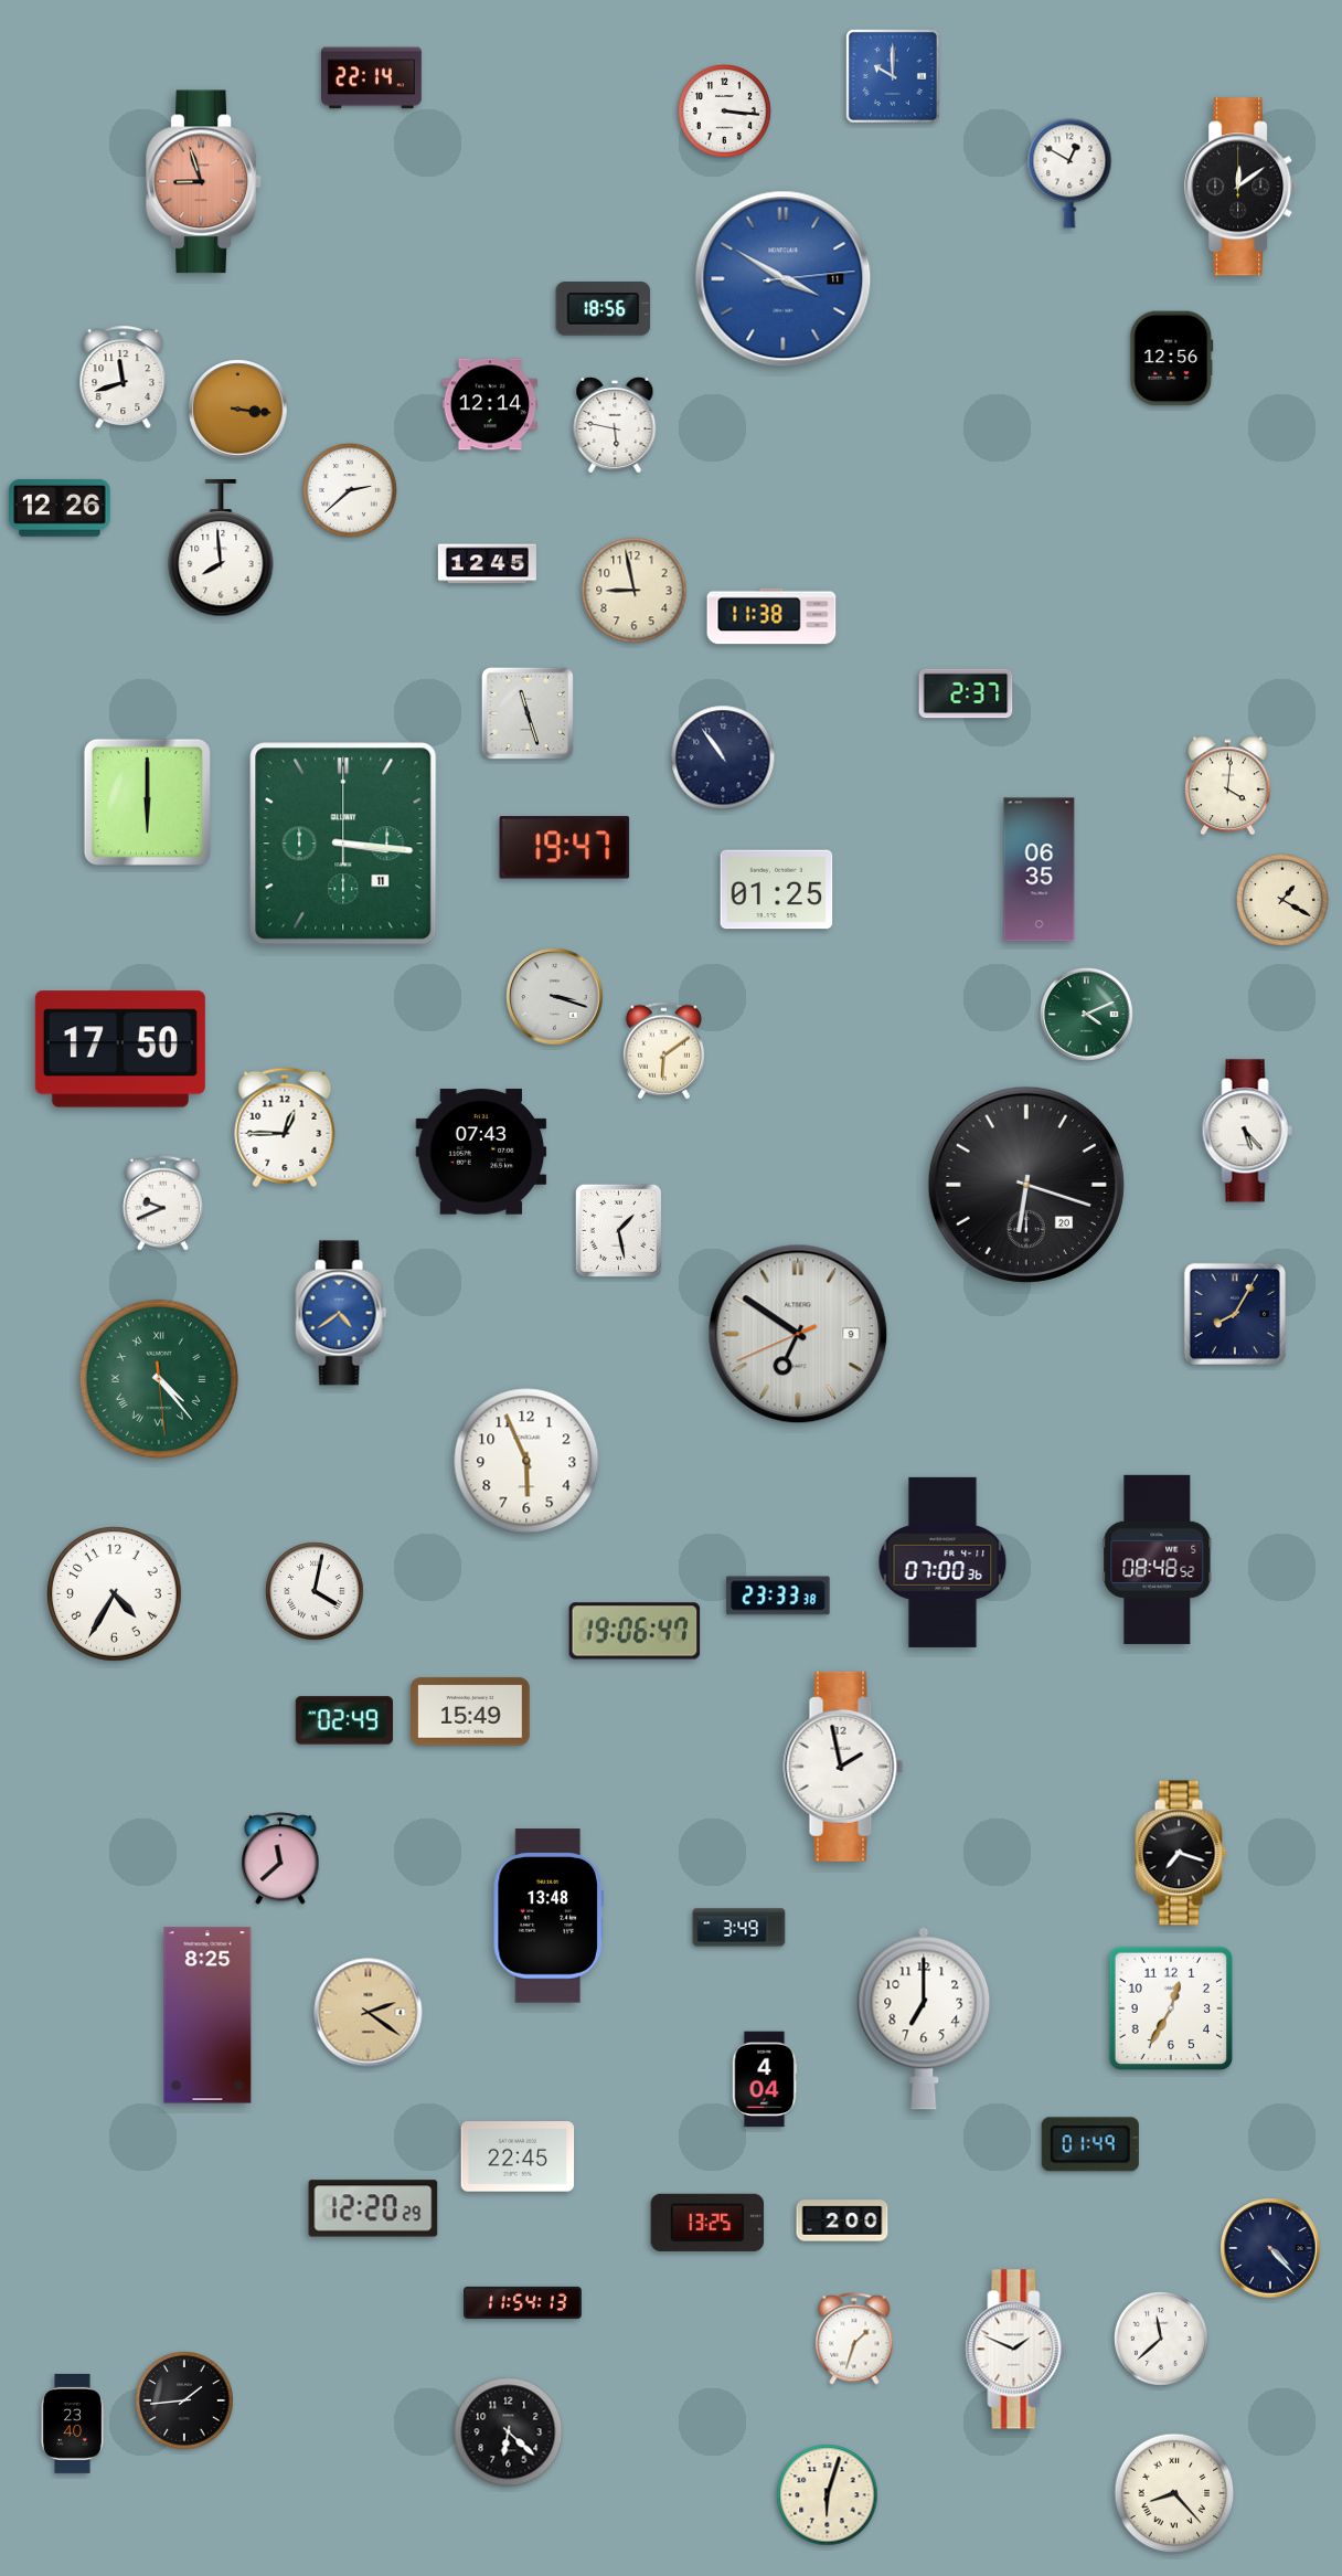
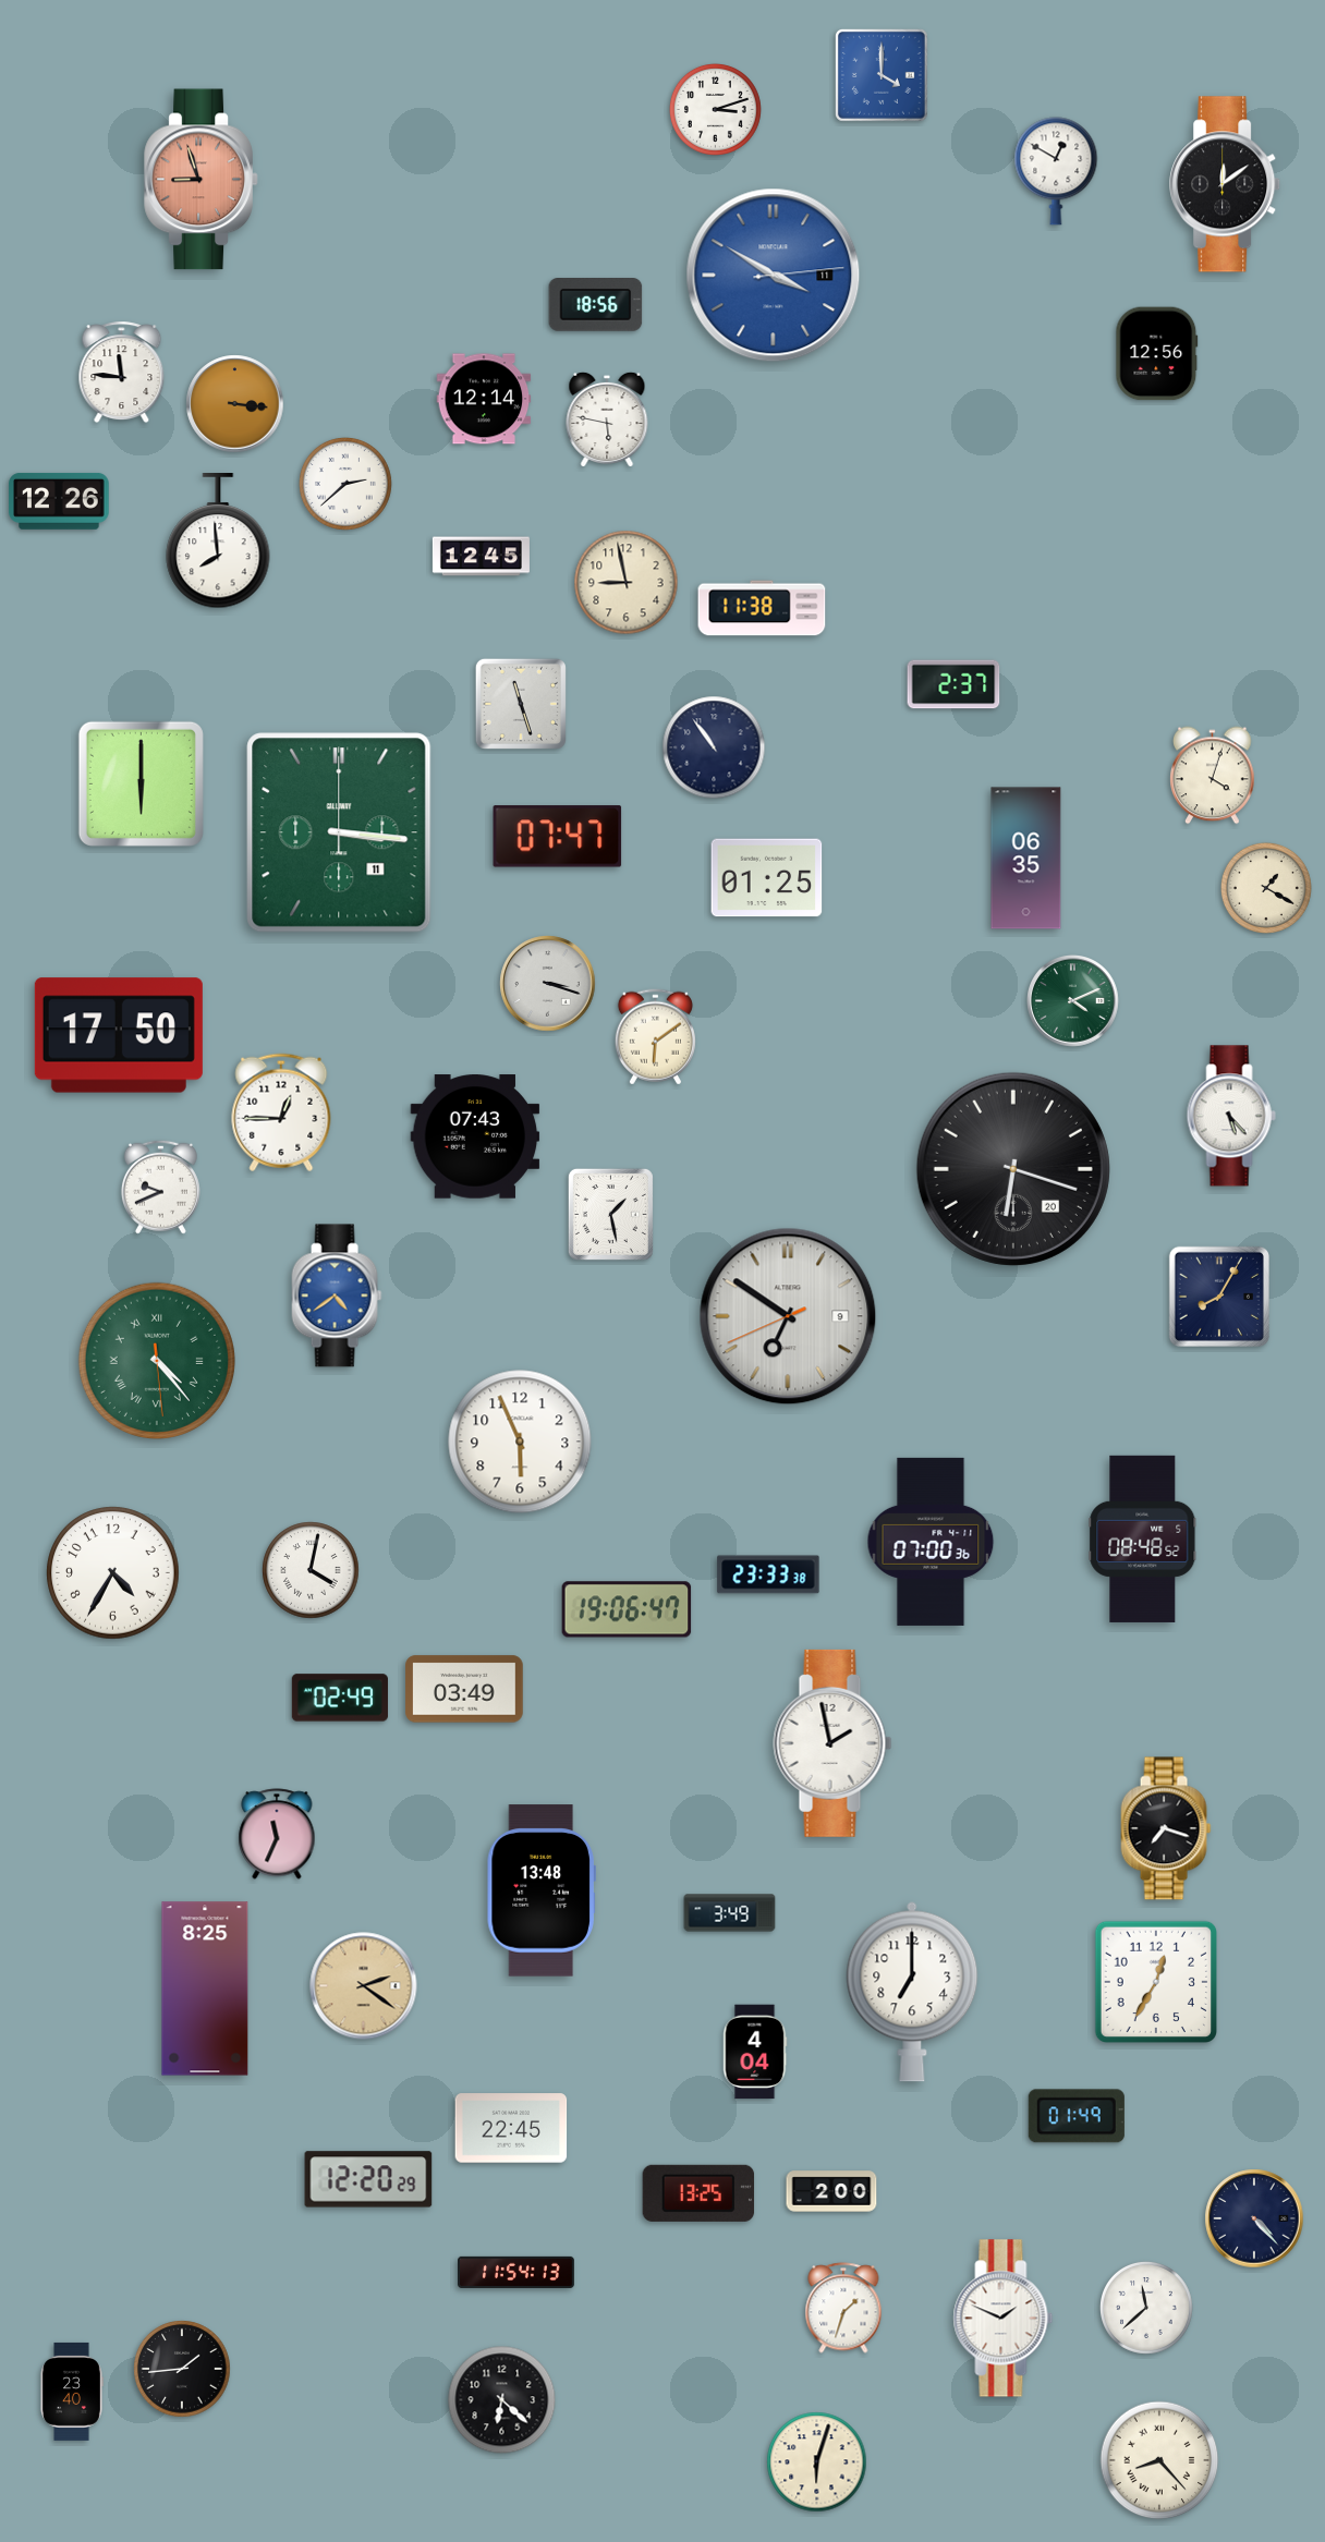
clock at (893, 76): 10:00 -> 4:00
clock at (372, 78): 22:14 -> none
clock at (724, 110): 3:16 -> 3:12
clock at (124, 378): 11:42 -> 11:46
clock at (1228, 786): 4:01 -> 4:03
clock at (147, 802) position: (147, 802) -> (141, 783)
clock at (565, 848): 19:47 -> 07:47
clock at (470, 1711): 15:49 -> 03:49
clock at (280, 1858): 11:38 -> 11:34
clock at (739, 1928) position: (739, 1928) -> (730, 1913)
